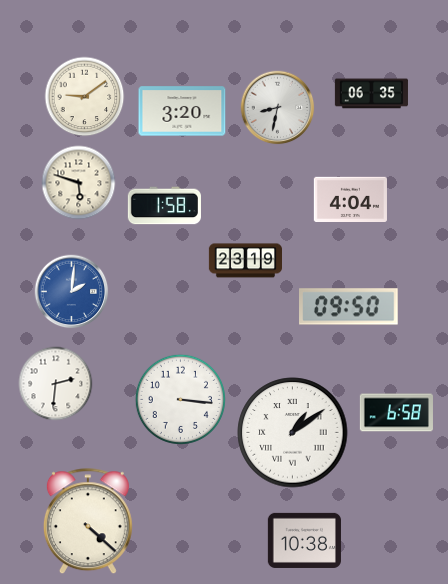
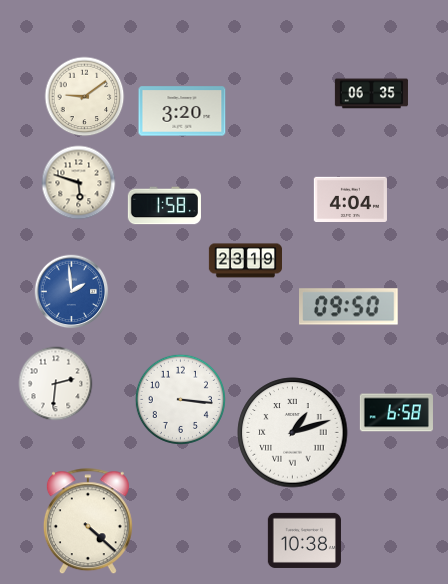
clock at (278, 108): 8:32 -> none
clock at (72, 292): 2:01 -> 1:59
clock at (293, 433): 1:09 -> 1:12
